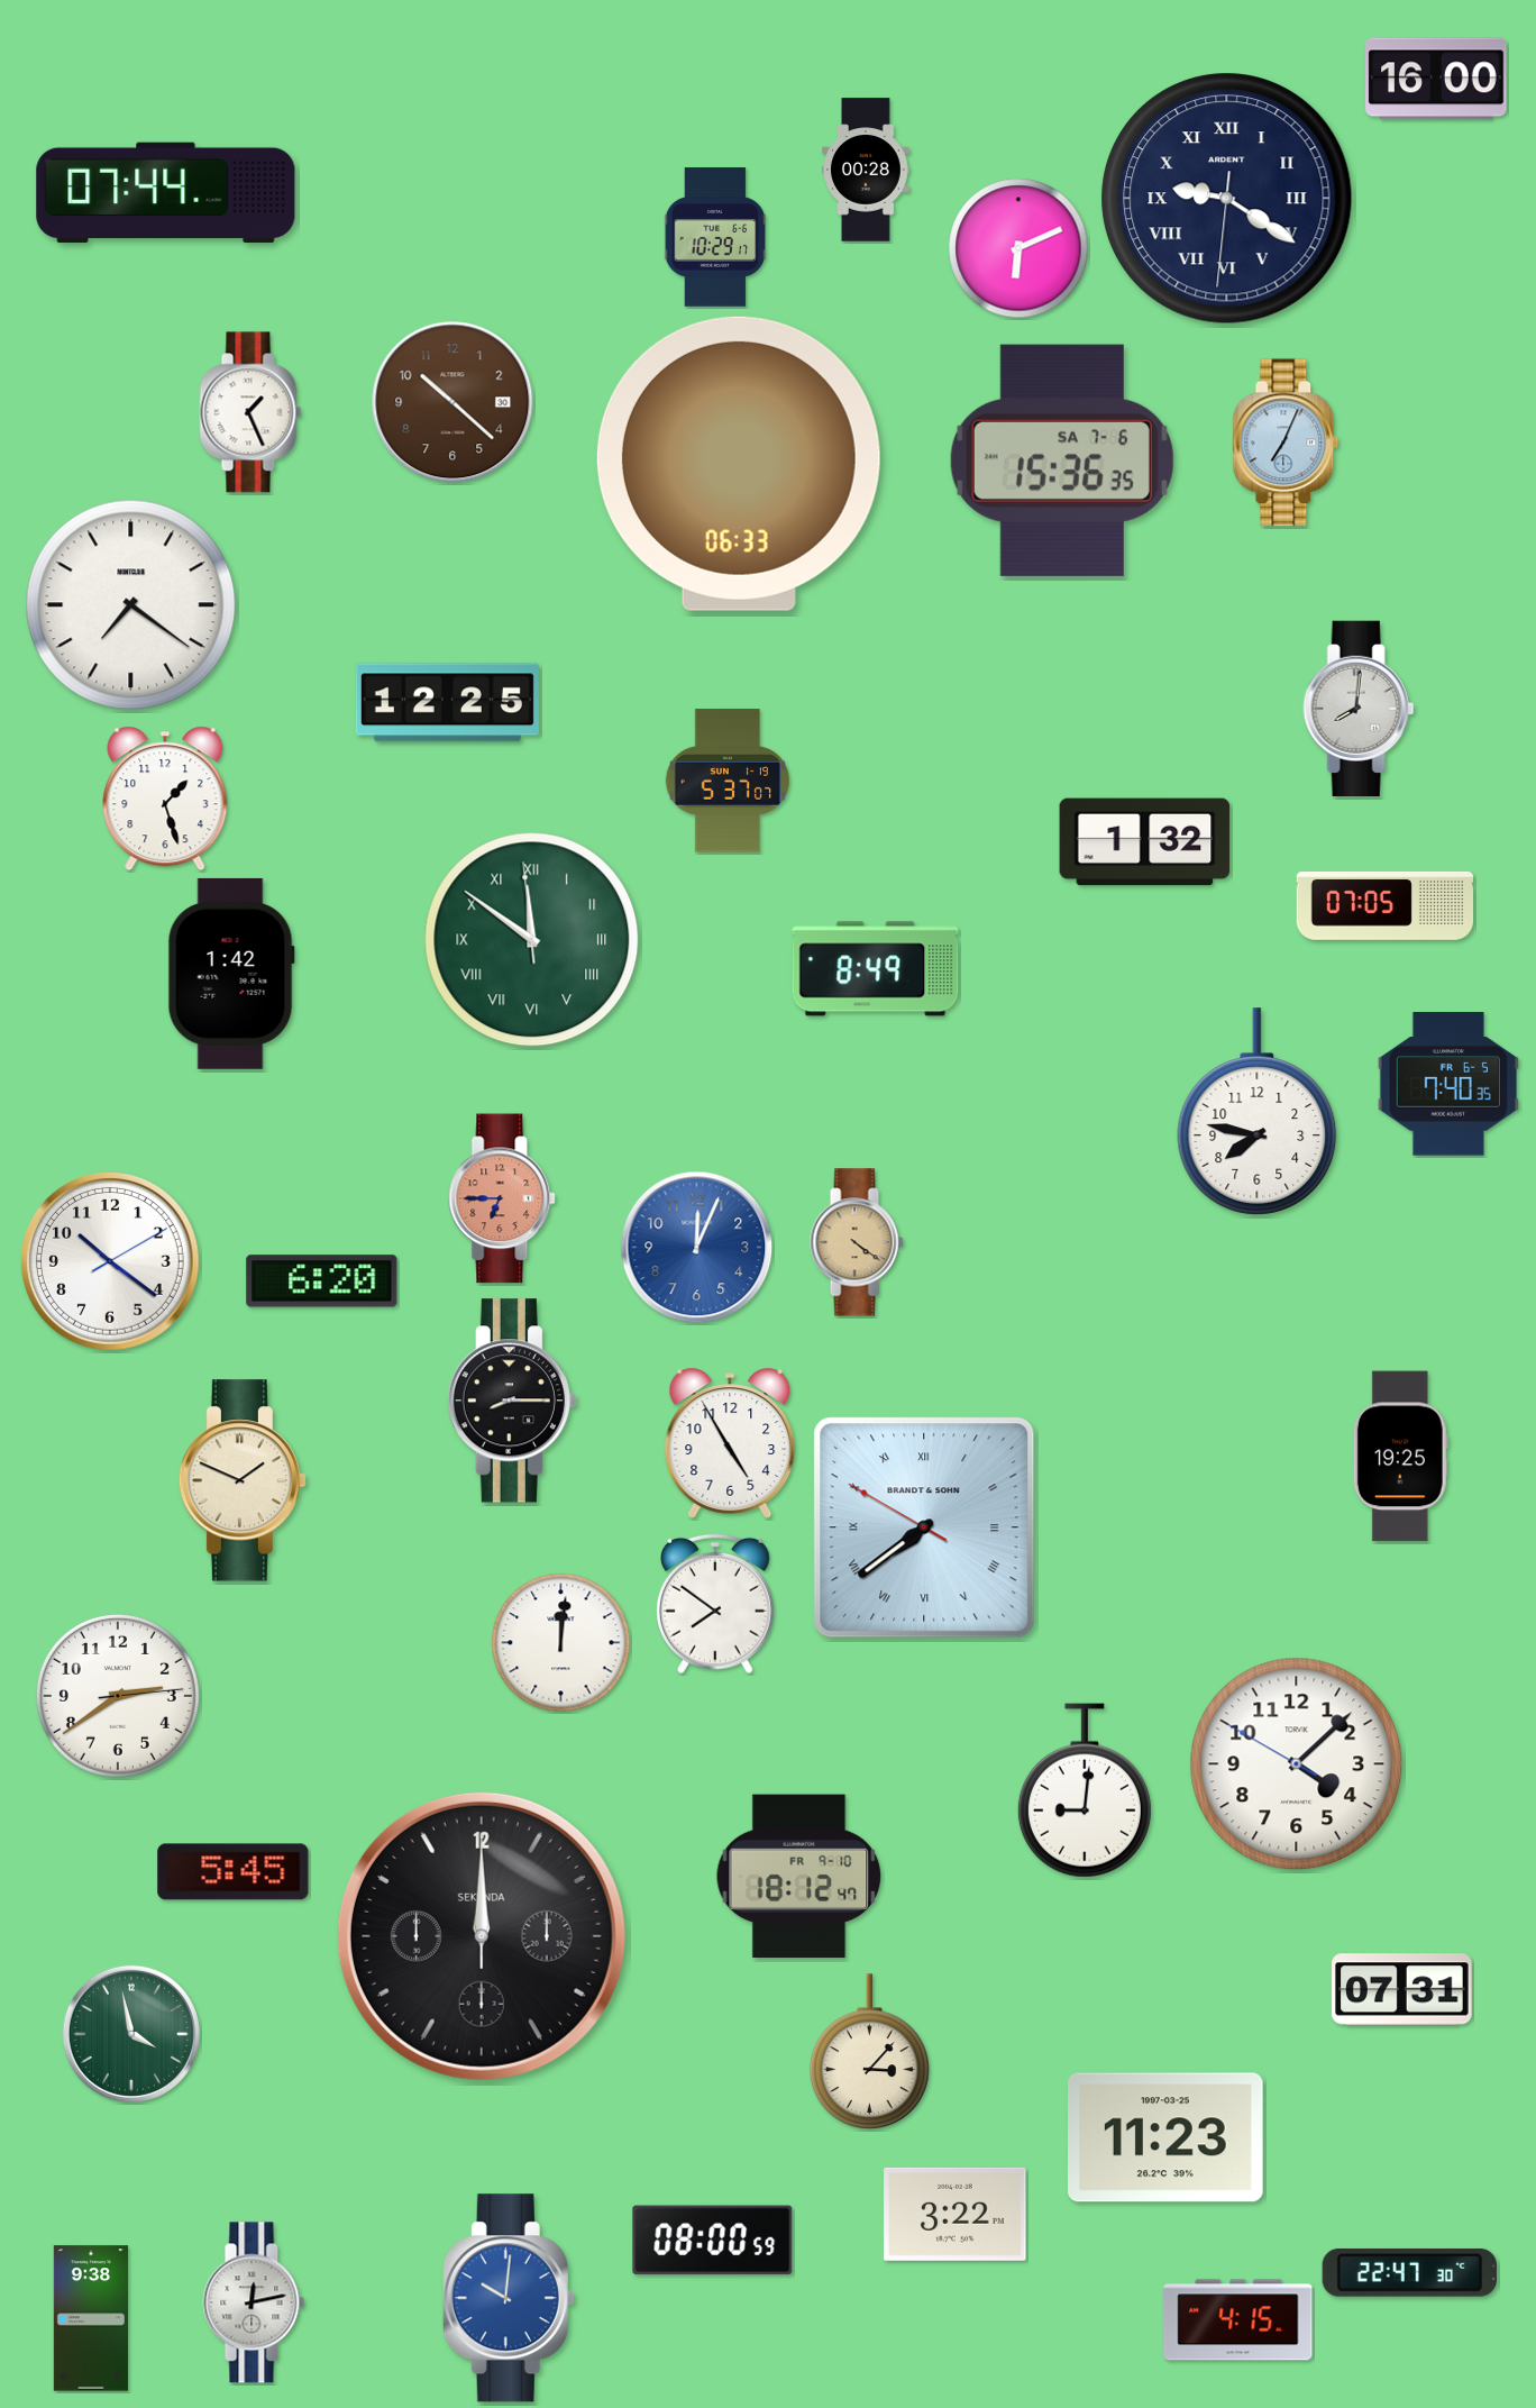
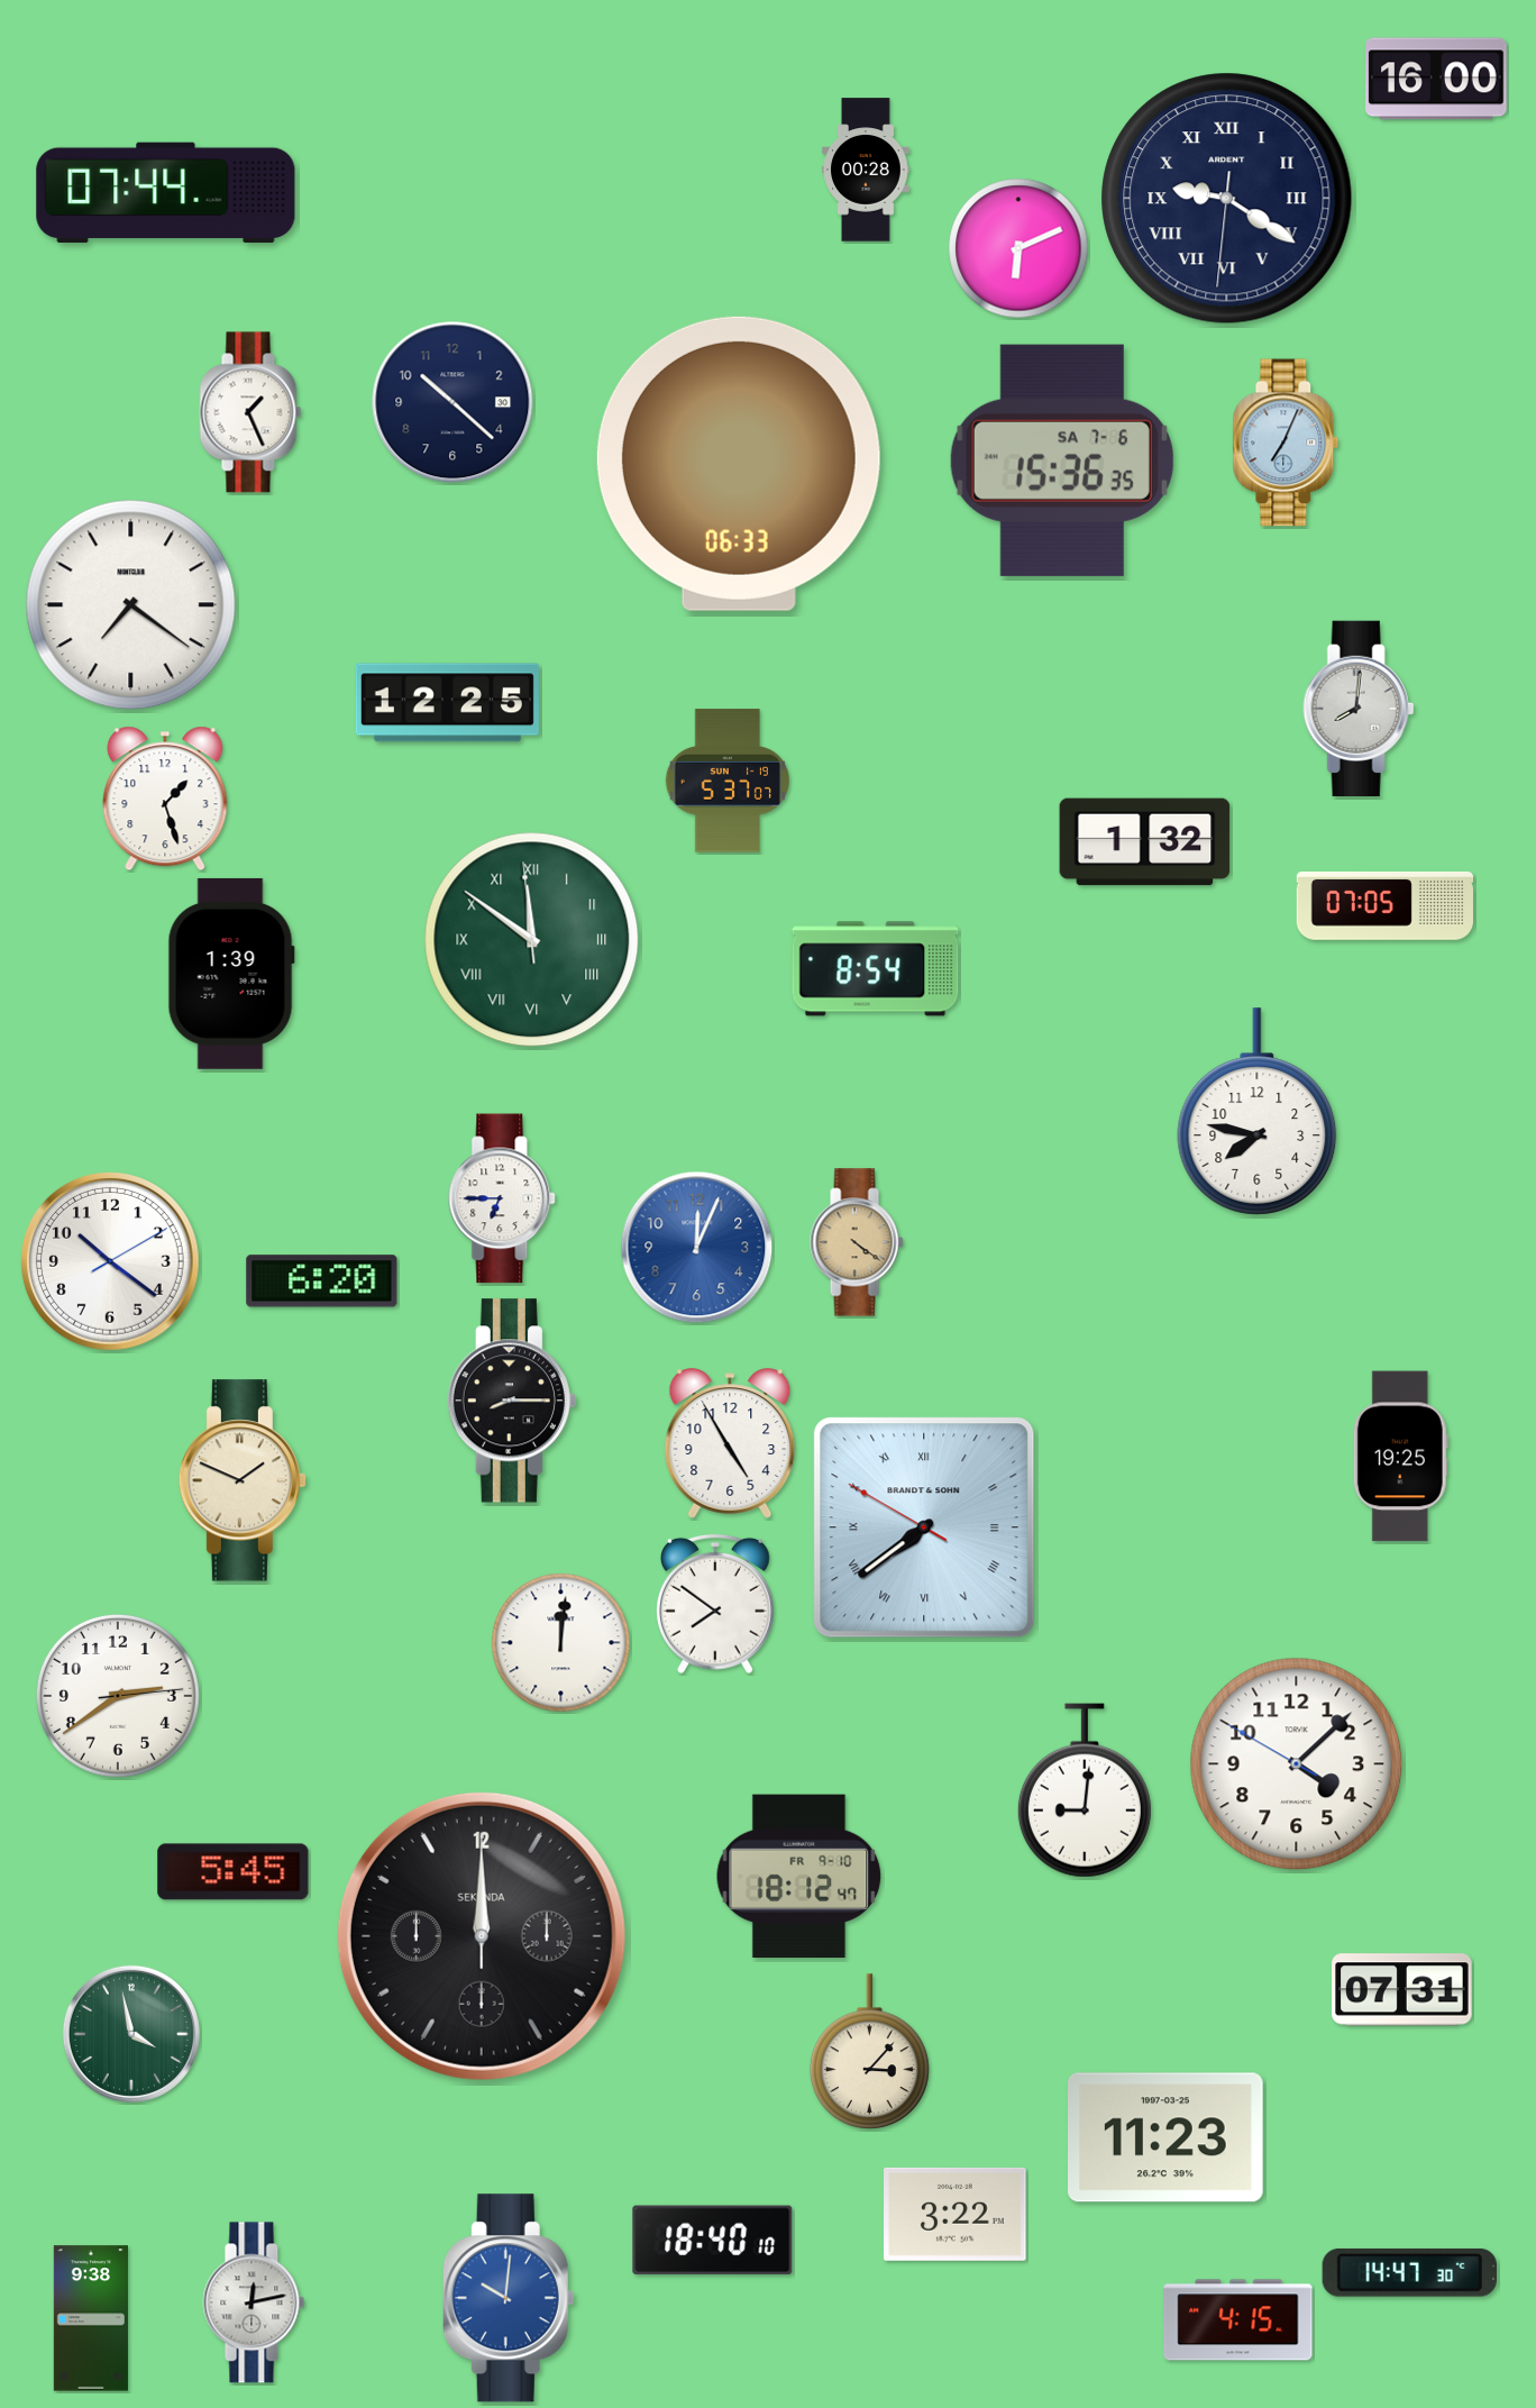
clock at (715, 237): 10:29 -> none
clock at (452, 402) dial: brown -> navy
clock at (876, 969): 8:49 -> 8:54
clock at (231, 974): 1:42 -> 1:39
clock at (1448, 1084): 7:40 -> none
clock at (503, 1198) dial: salmon -> white
clock at (713, 2241): 08:00 -> 18:40
clock at (1409, 2272): 22:47 -> 14:47
